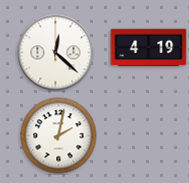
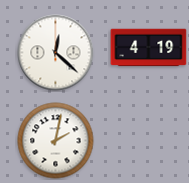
clock at (59, 136) position: (59, 136) -> (56, 141)
